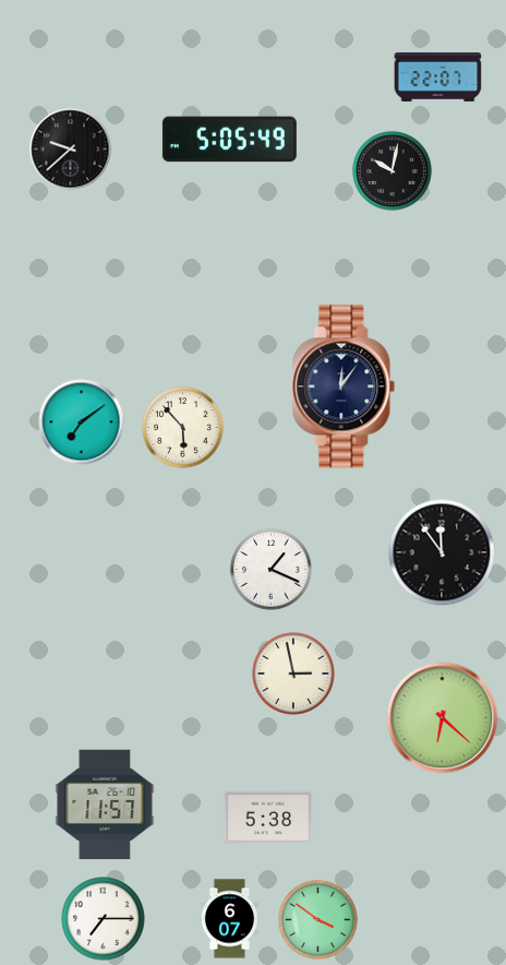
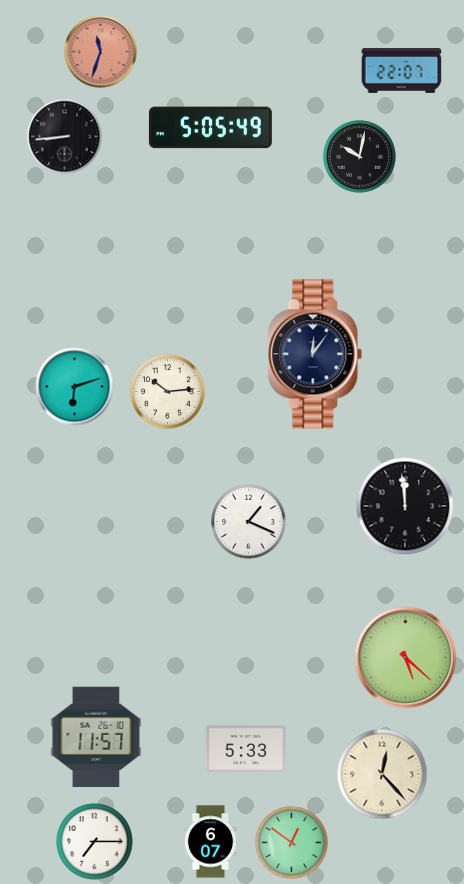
clock at (101, 52): none -> 11:33
clock at (71, 150): 9:38 -> 8:44
clock at (82, 422): 7:09 -> 6:12
clock at (183, 428): 5:53 -> 10:14
clock at (442, 552): 11:54 -> 11:59
clock at (293, 674): 2:58 -> none
clock at (443, 718): 6:22 -> 5:22
clock at (268, 818): 5:38 -> 5:33
clock at (382, 774): none -> 12:23
clock at (318, 920): 3:51 -> 12:51
